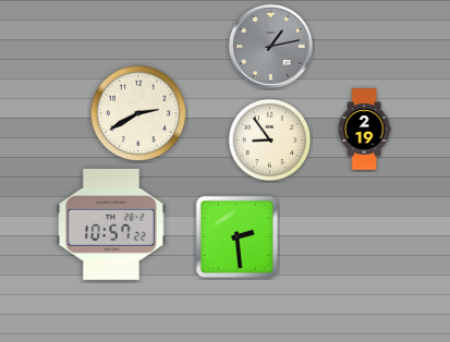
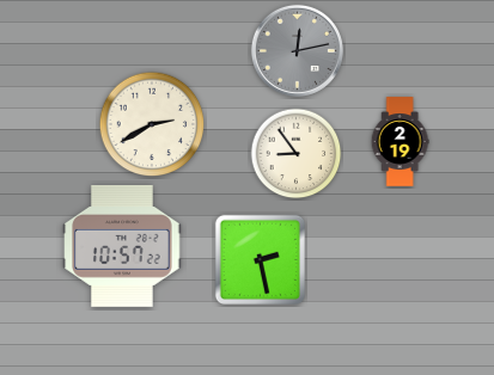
clock at (270, 46): 1:13 -> 12:13
clock at (236, 236): 2:29 -> 2:28
